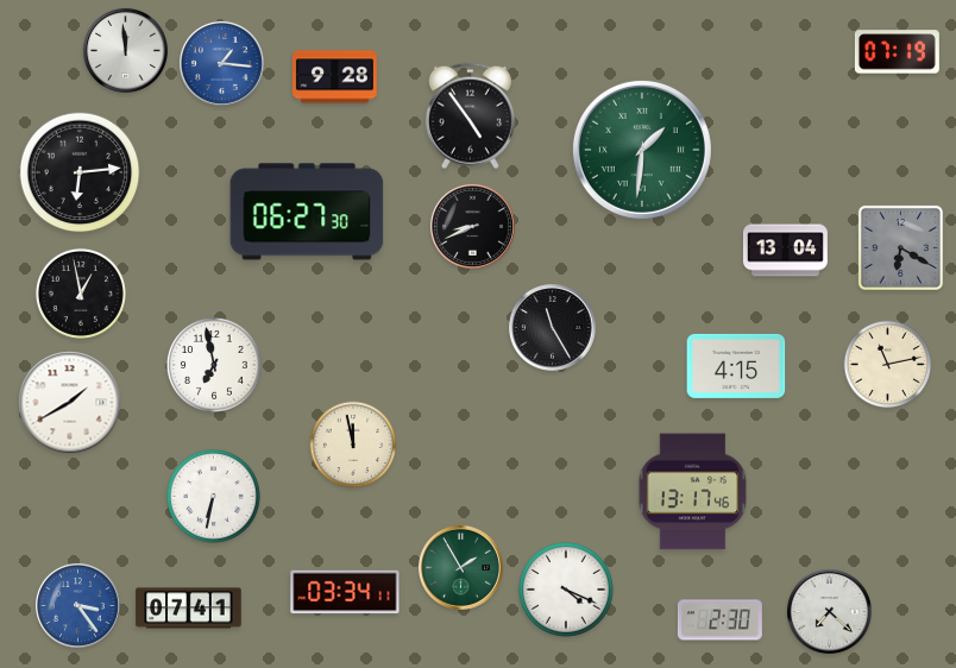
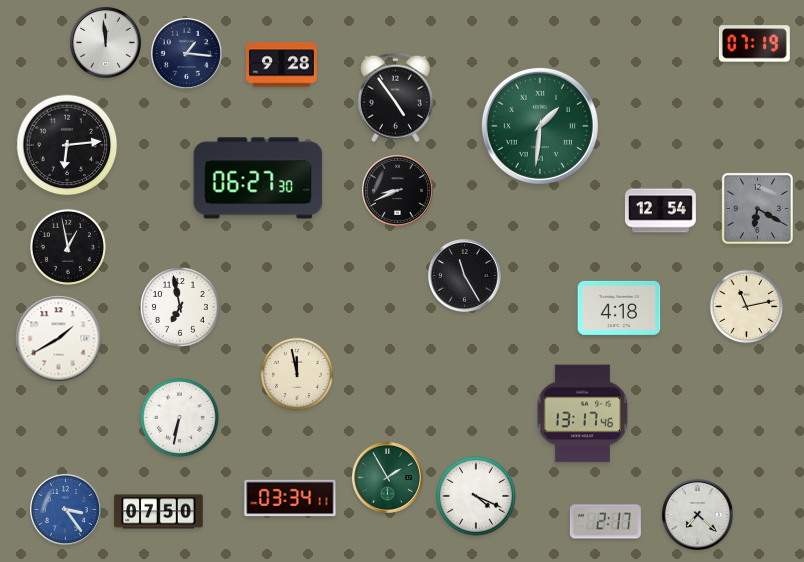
clock at (221, 63) dial: blue -> navy
clock at (785, 251): 13:04 -> 12:54
clock at (736, 366): 4:15 -> 4:18
clock at (189, 609): 07:41 -> 07:50
clock at (719, 620): 2:30 -> 2:17
